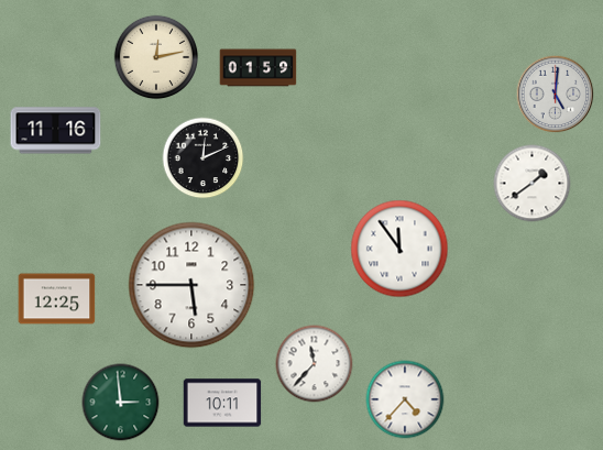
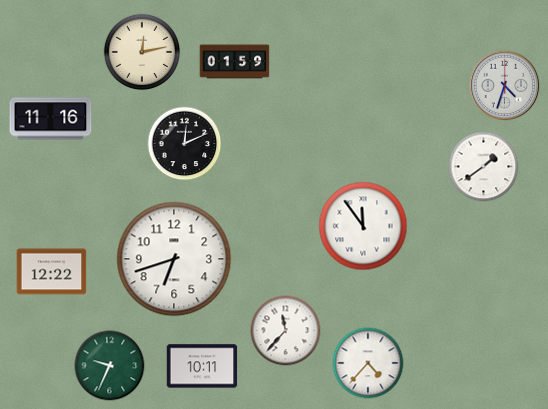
clock at (556, 95): 5:01 -> 4:33
clock at (191, 285): 5:45 -> 6:42
clock at (57, 299): 12:25 -> 12:22
clock at (121, 403): 2:59 -> 9:34
